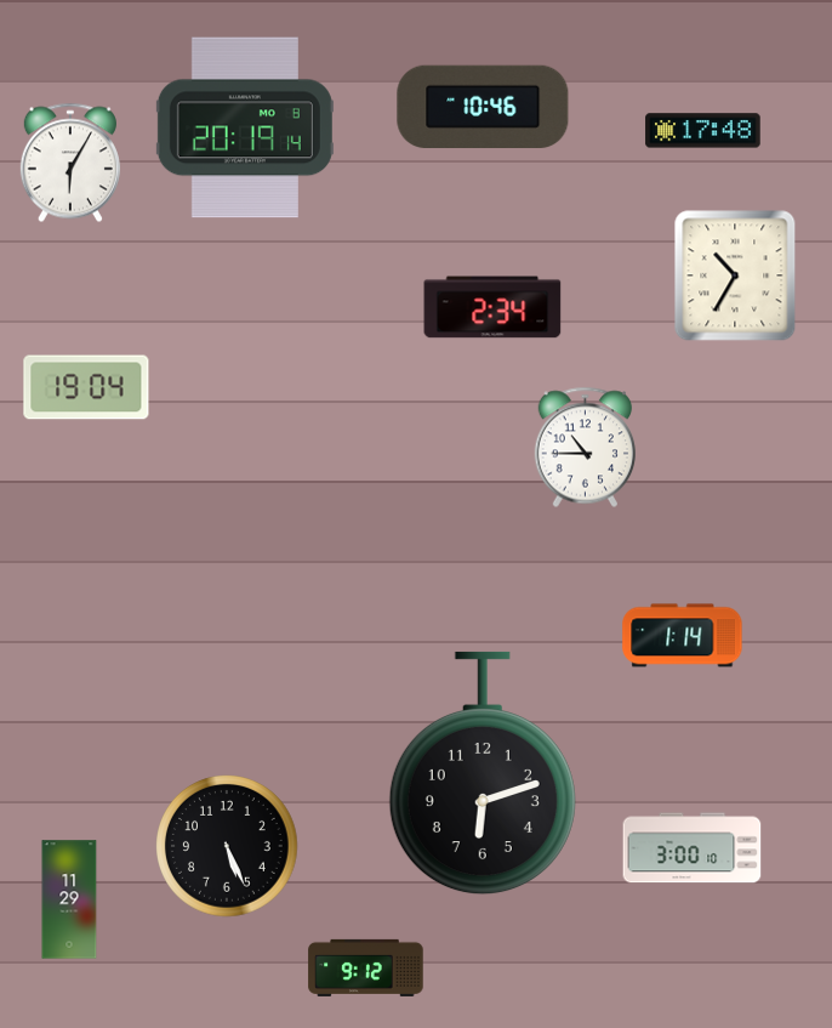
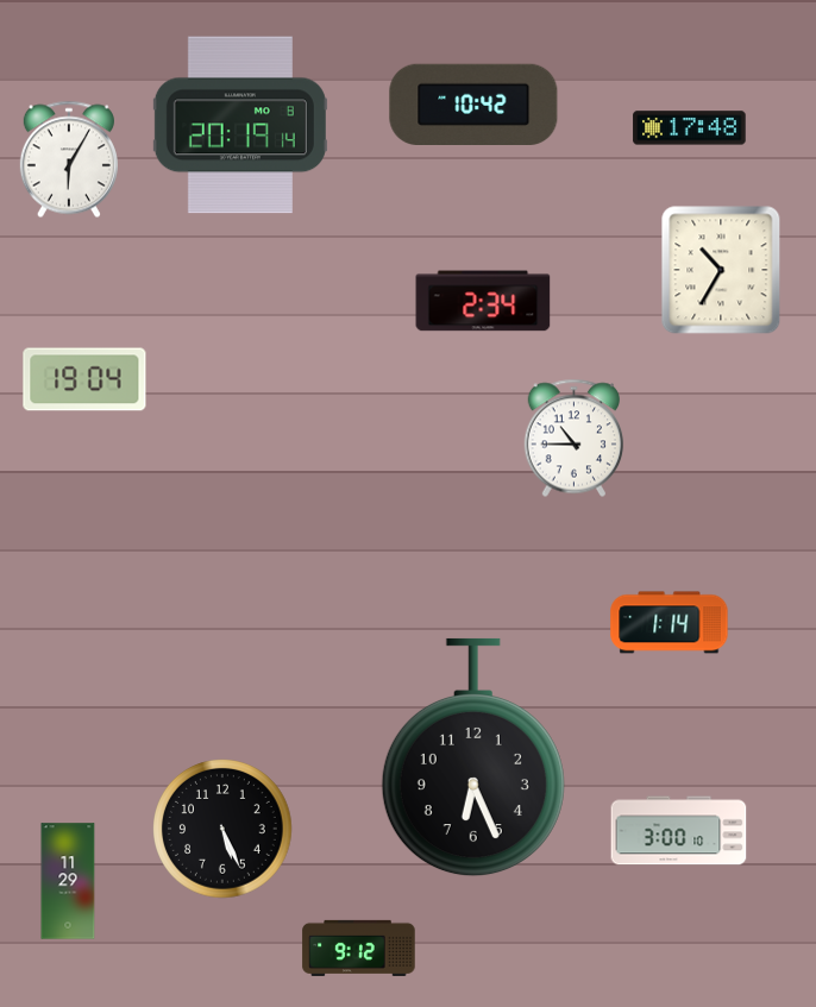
clock at (483, 106): 10:46 -> 10:42
clock at (483, 773): 6:12 -> 6:26
